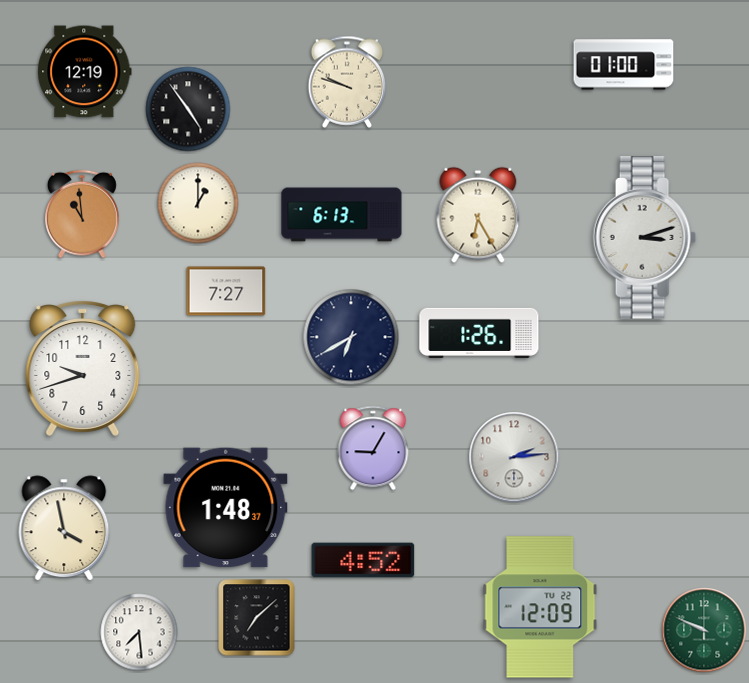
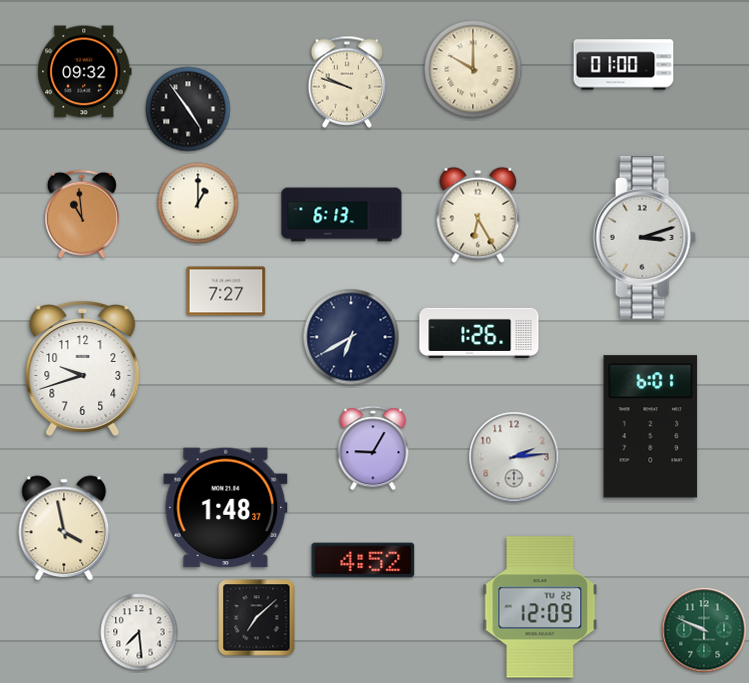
clock at (473, 69): none -> 10:00
clock at (85, 72): 12:19 -> 09:32
clock at (651, 427): none -> 6:01
